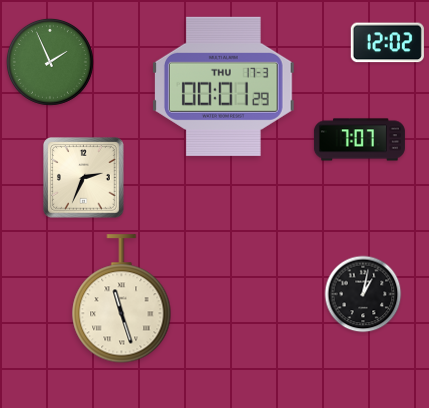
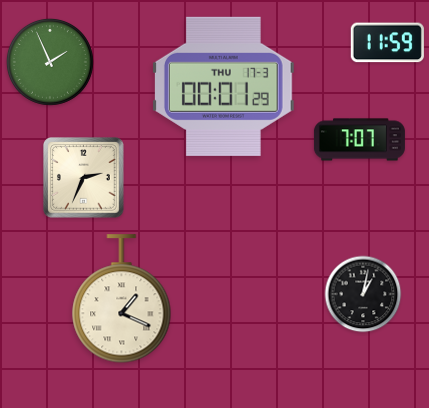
clock at (387, 43): 12:02 -> 11:59
clock at (122, 299): 11:27 -> 1:19
